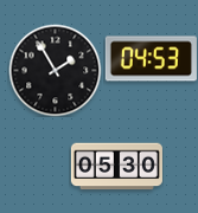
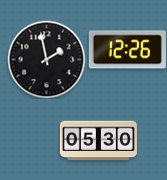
clock at (151, 59): 04:53 -> 12:26
clock at (55, 70): 1:55 -> 1:58
